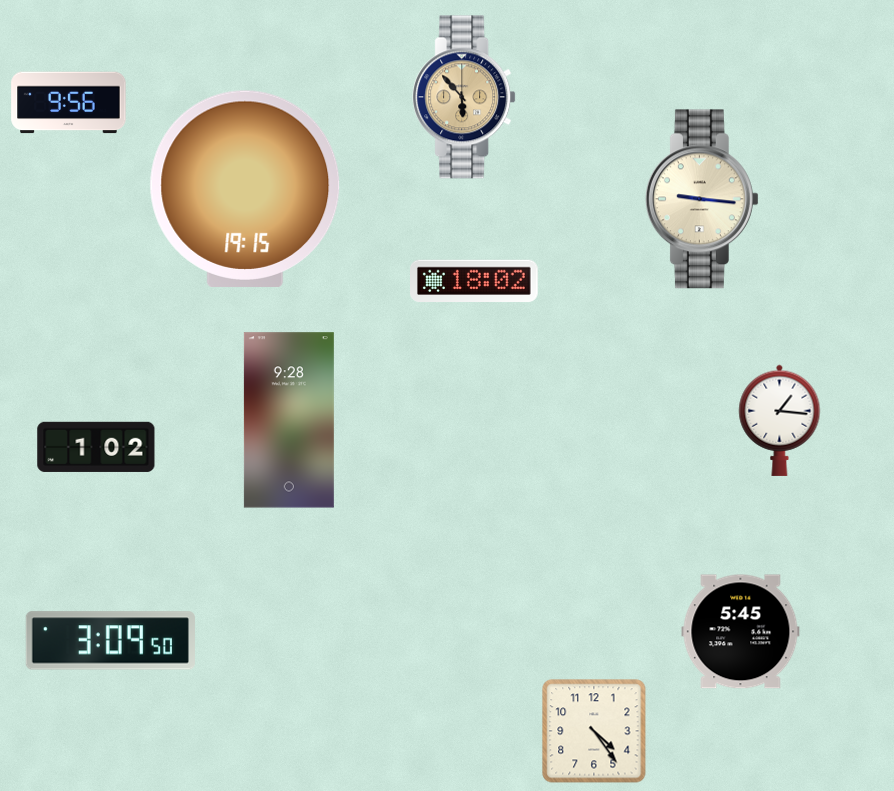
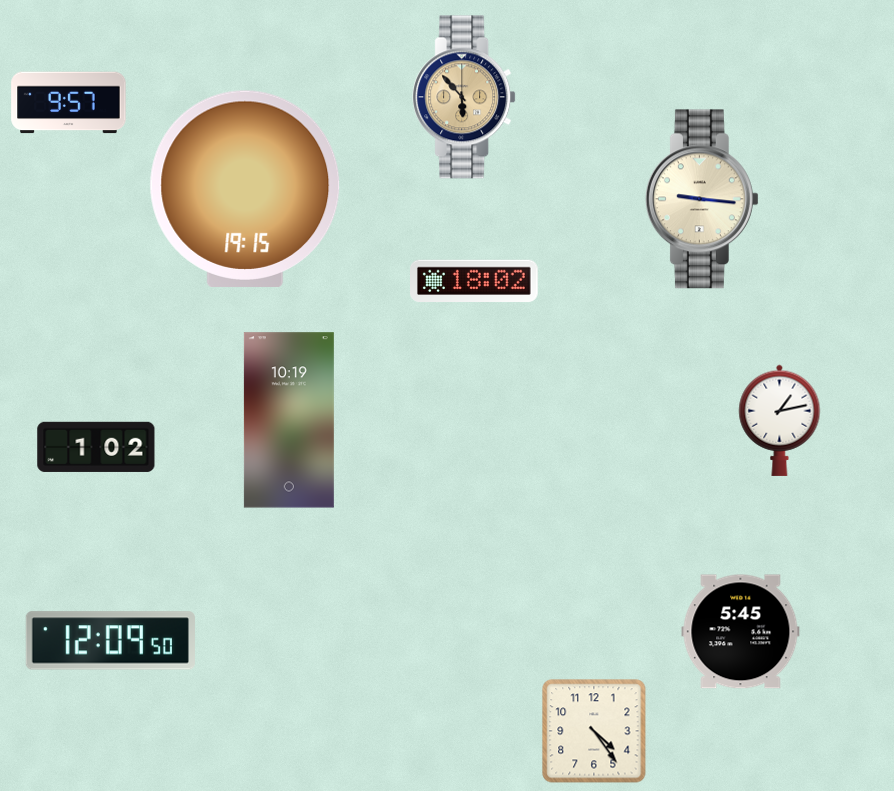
clock at (69, 103): 9:56 -> 9:57
clock at (289, 420): 9:28 -> 10:19
clock at (780, 420): 1:16 -> 1:13
clock at (110, 641): 3:09 -> 12:09
